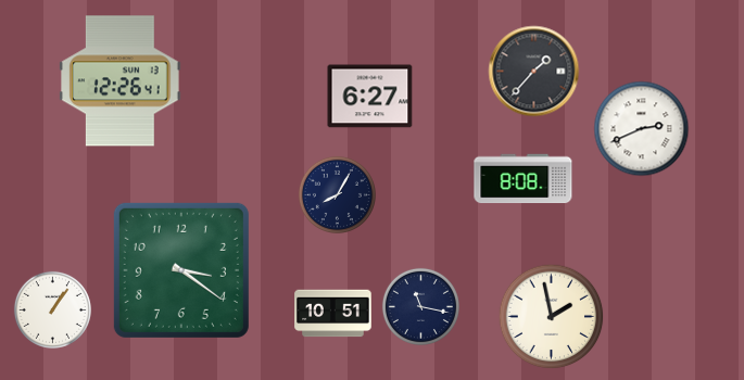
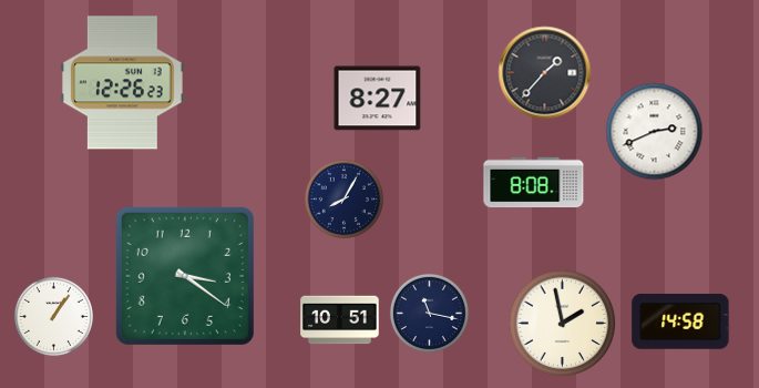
clock at (121, 81): 12:26:41 -> 12:26:23
clock at (370, 97): 6:27 -> 8:27
clock at (680, 321): none -> 14:58
